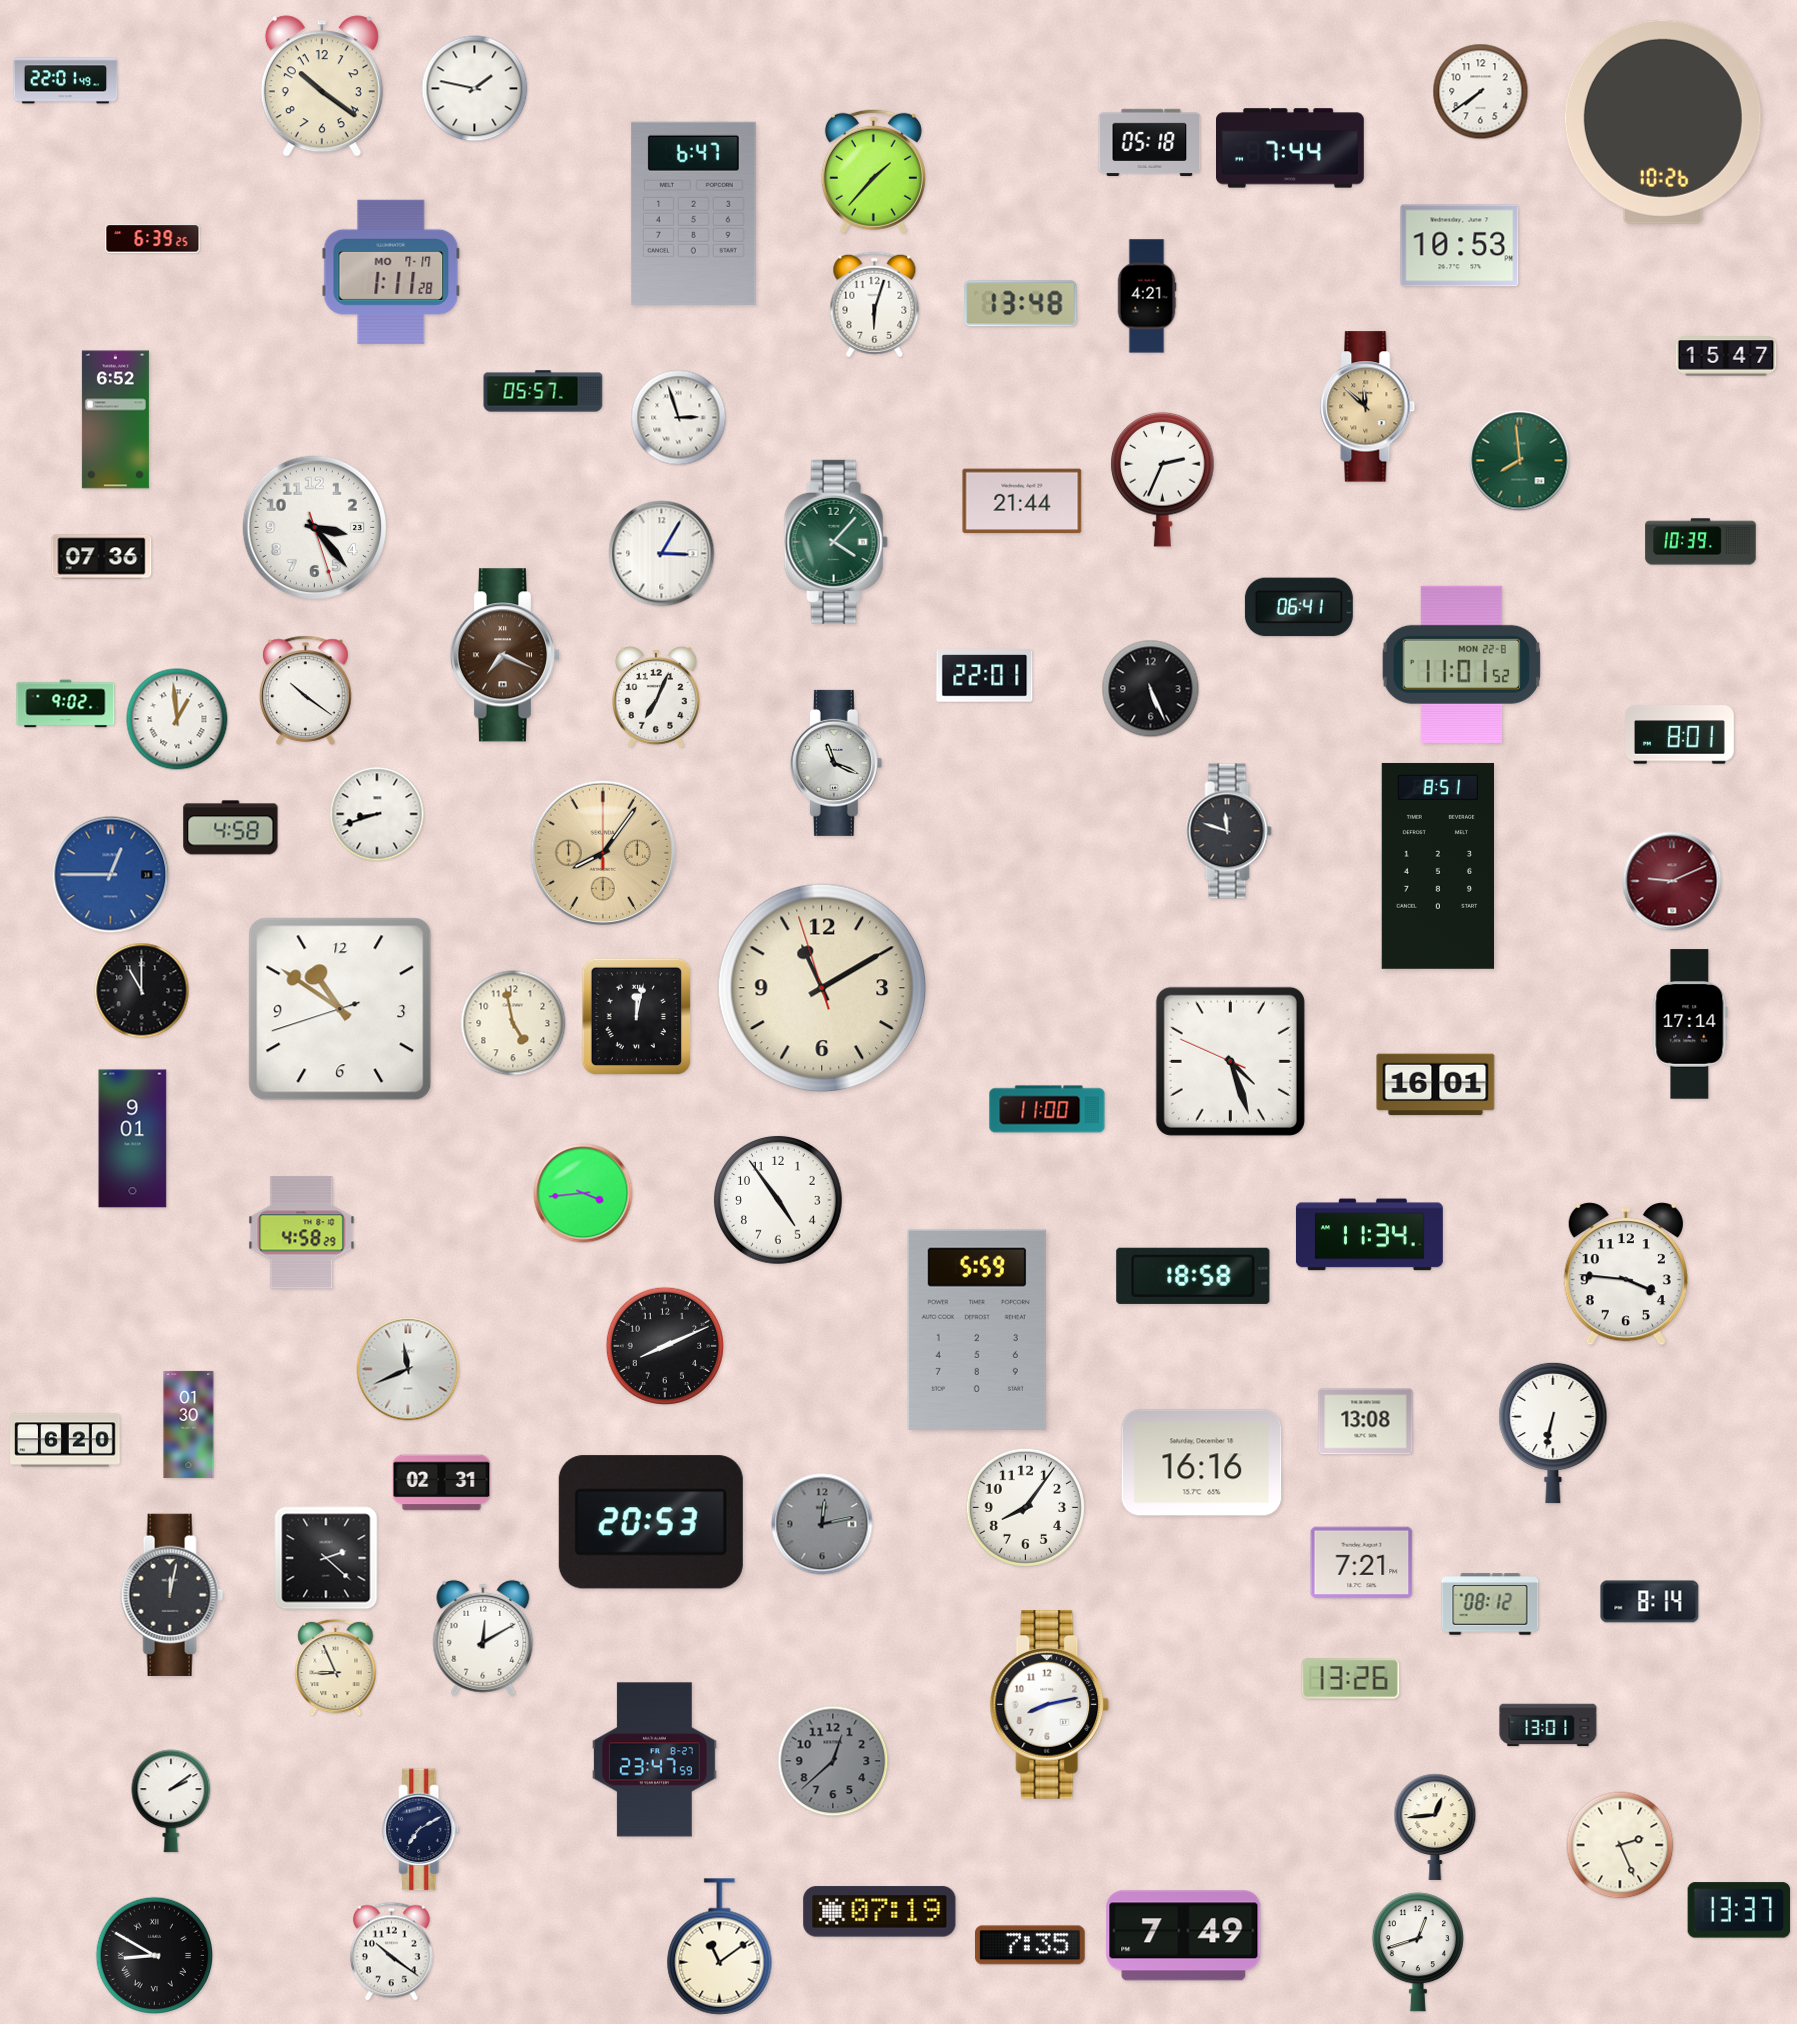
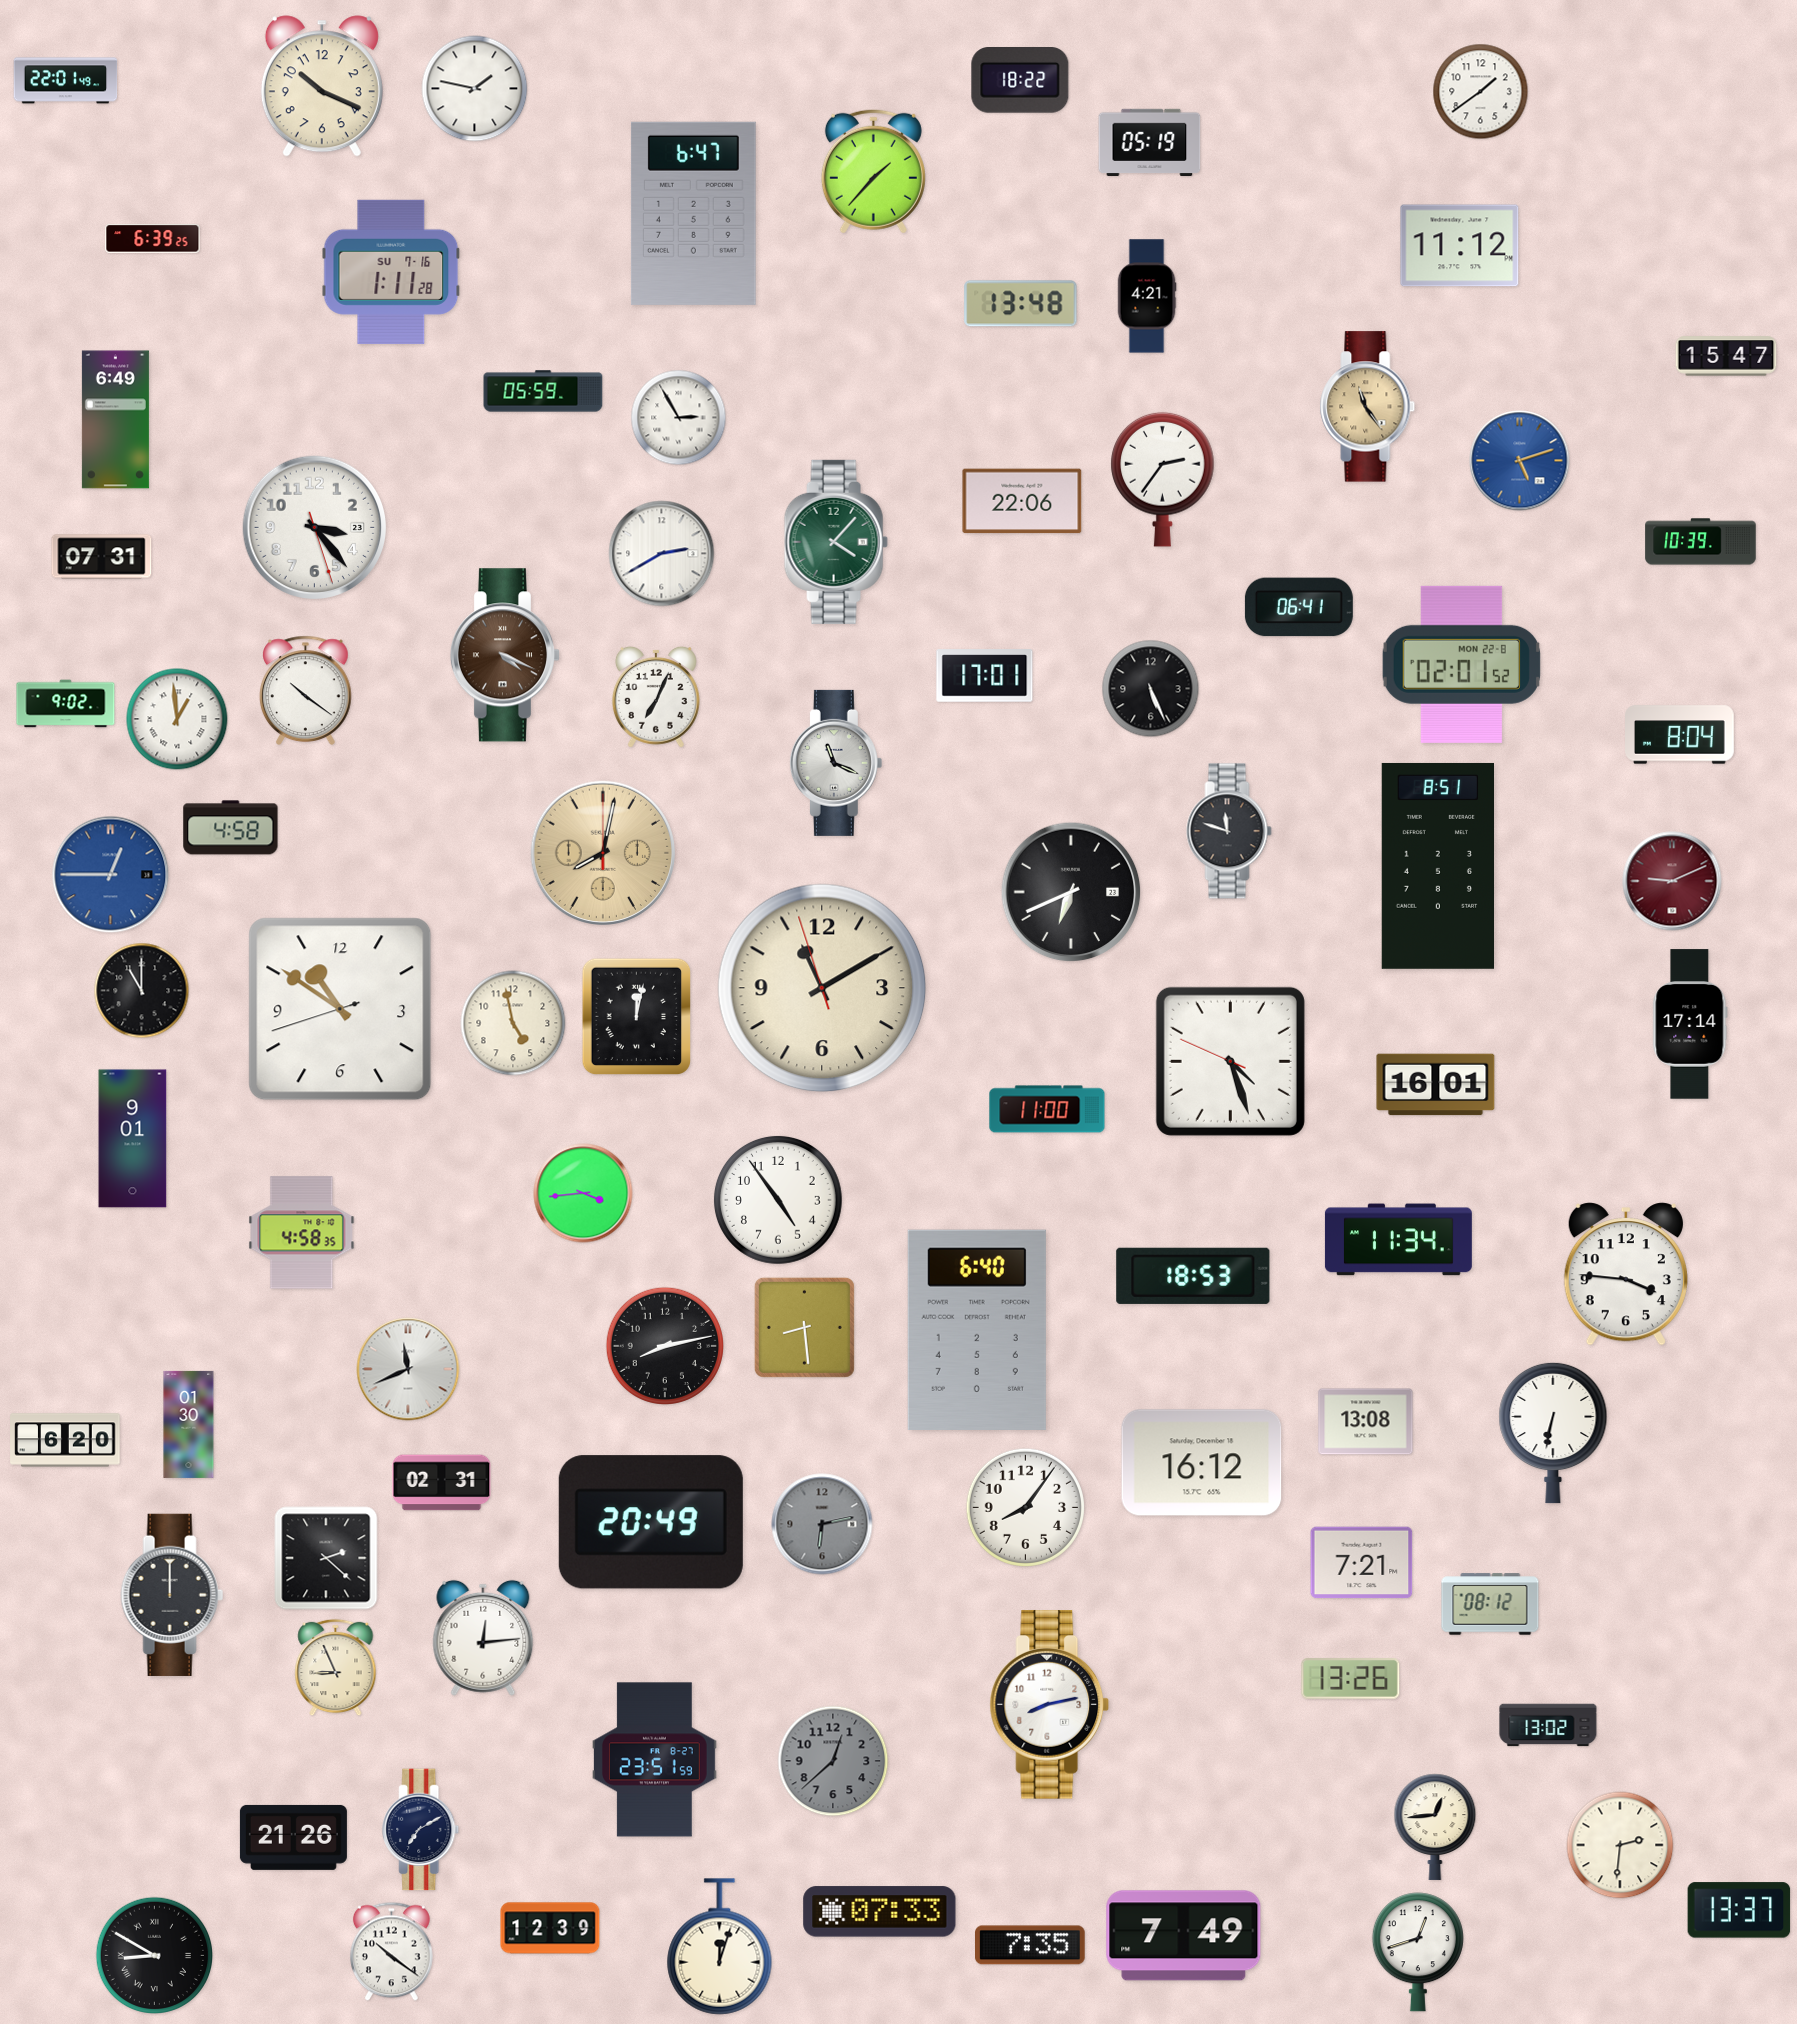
clock at (1020, 81): none -> 18:22
clock at (322, 86): 10:21 -> 10:19
clock at (1481, 92): 7:39 -> 1:39
clock at (1663, 122): 10:26 -> none
clock at (1150, 142): 05:18 -> 05:19
clock at (1290, 148): 7:44 -> none
clock at (1460, 246): 10:53 -> 11:12
clock at (391, 272) date: MO 7-17 -> SU 7-16
clock at (875, 305): 6:03 -> none
clock at (543, 391): 05:57 -> 05:59
clock at (1368, 407): 11:52 -> 11:24
clock at (679, 418): 2:57 -> 2:55
clock at (115, 420): 6:52 -> 6:49
clock at (1520, 461): 7:59 -> 5:12
clock at (1520, 461) dial: green -> blue
clock at (1163, 479): 2:34 -> 2:36
clock at (1022, 501): 21:44 -> 22:06
clock at (662, 554): 3:05 -> 2:40
clock at (102, 557): 07:36 -> 07:31
clock at (504, 655): 7:19 -> 4:19
clock at (1461, 664): 11:01 -> 02:01
clock at (985, 676): 22:01 -> 17:01
clock at (1680, 735): 8:01 -> 8:04
clock at (377, 814): 8:42 -> none
clock at (602, 852): 8:06 -> 8:02
clock at (1071, 892): none -> 6:41
clock at (302, 1233): 4:58:29 -> 4:58:35
clock at (1369, 1235) position: (1369, 1235) -> (1398, 1240)
clock at (1193, 1276): 18:58 -> 18:53
clock at (804, 1327): none -> 8:29
clock at (977, 1330): 5:59 -> 6:40
clock at (665, 1346): 8:11 -> 8:13
clock at (1202, 1463): 16:16 -> 16:12
clock at (651, 1522): 20:53 -> 20:49
clock at (822, 1524): 12:13 -> 6:13
clock at (172, 1595): 12:02 -> 12:00
clock at (1650, 1602): 8:14 -> none
clock at (483, 1638): 12:10 -> 12:14
clock at (1548, 1725): 13:01 -> 13:02
clock at (655, 1760): 23:47 -> 23:51
clock at (171, 1801): 2:09 -> none
clock at (293, 1837): none -> 21:26
clock at (1620, 1845): 2:26 -> 2:31
clock at (880, 1912): 07:19 -> 07:33
clock at (550, 1928): none -> 12:39
clock at (720, 1947): 11:09 -> 12:03
